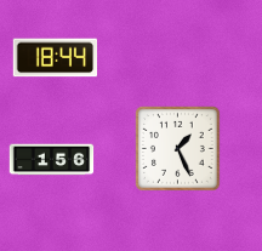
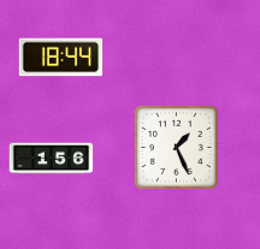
clock at (56, 58) position: (56, 58) -> (61, 58)
